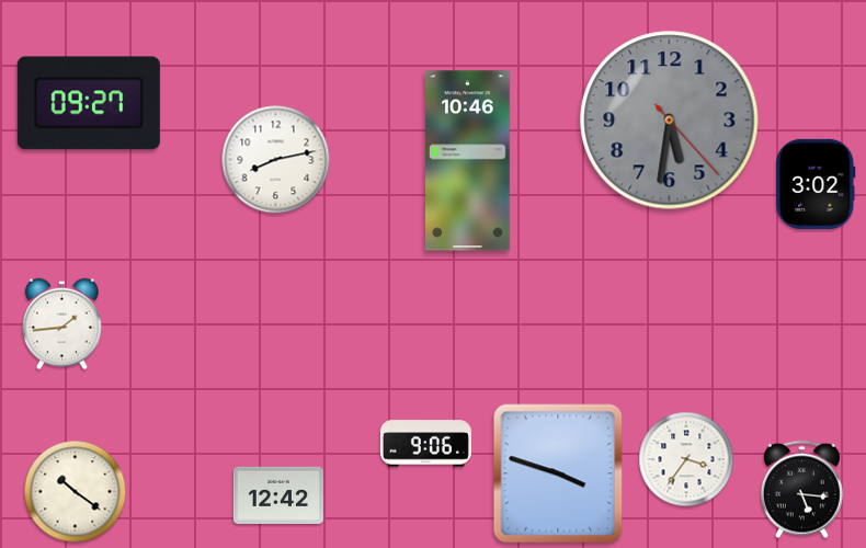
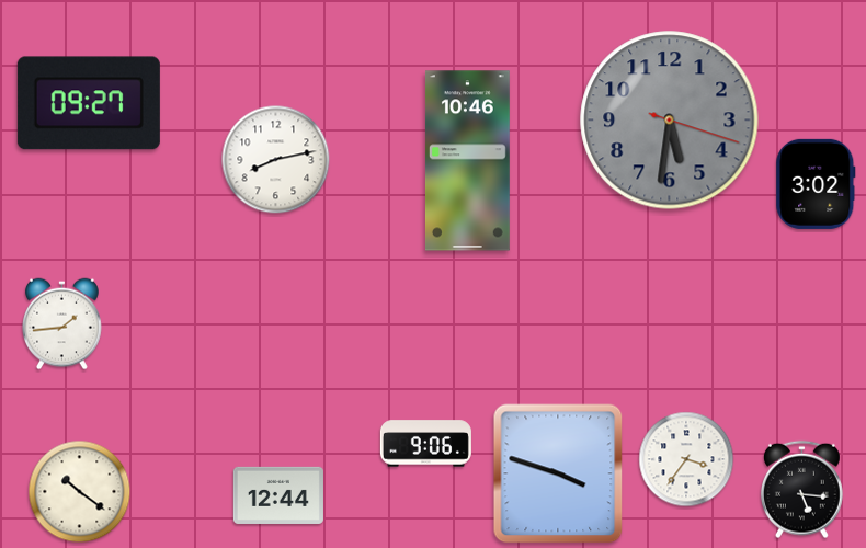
clock at (670, 121): 5:31:23 -> 5:31:18
clock at (76, 492) position: (76, 492) -> (80, 492)
clock at (278, 494): 12:42 -> 12:44
